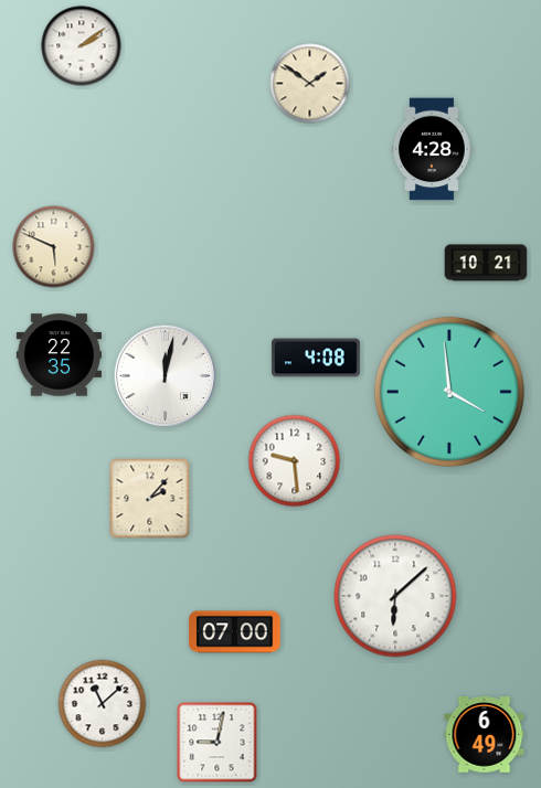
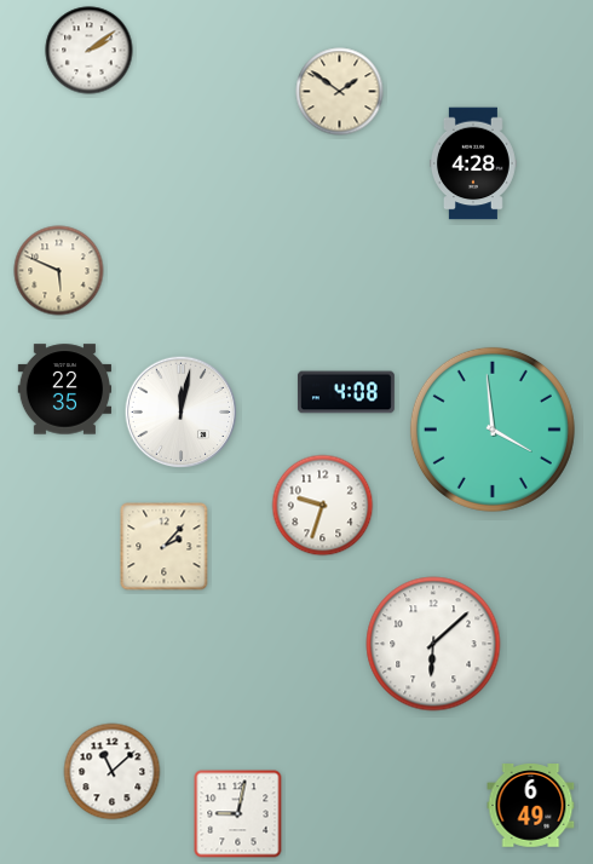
clock at (486, 263): 10:21 -> none
clock at (295, 461): 9:29 -> 9:33
clock at (395, 596) position: (395, 596) -> (433, 644)
clock at (235, 632): 07:00 -> none
